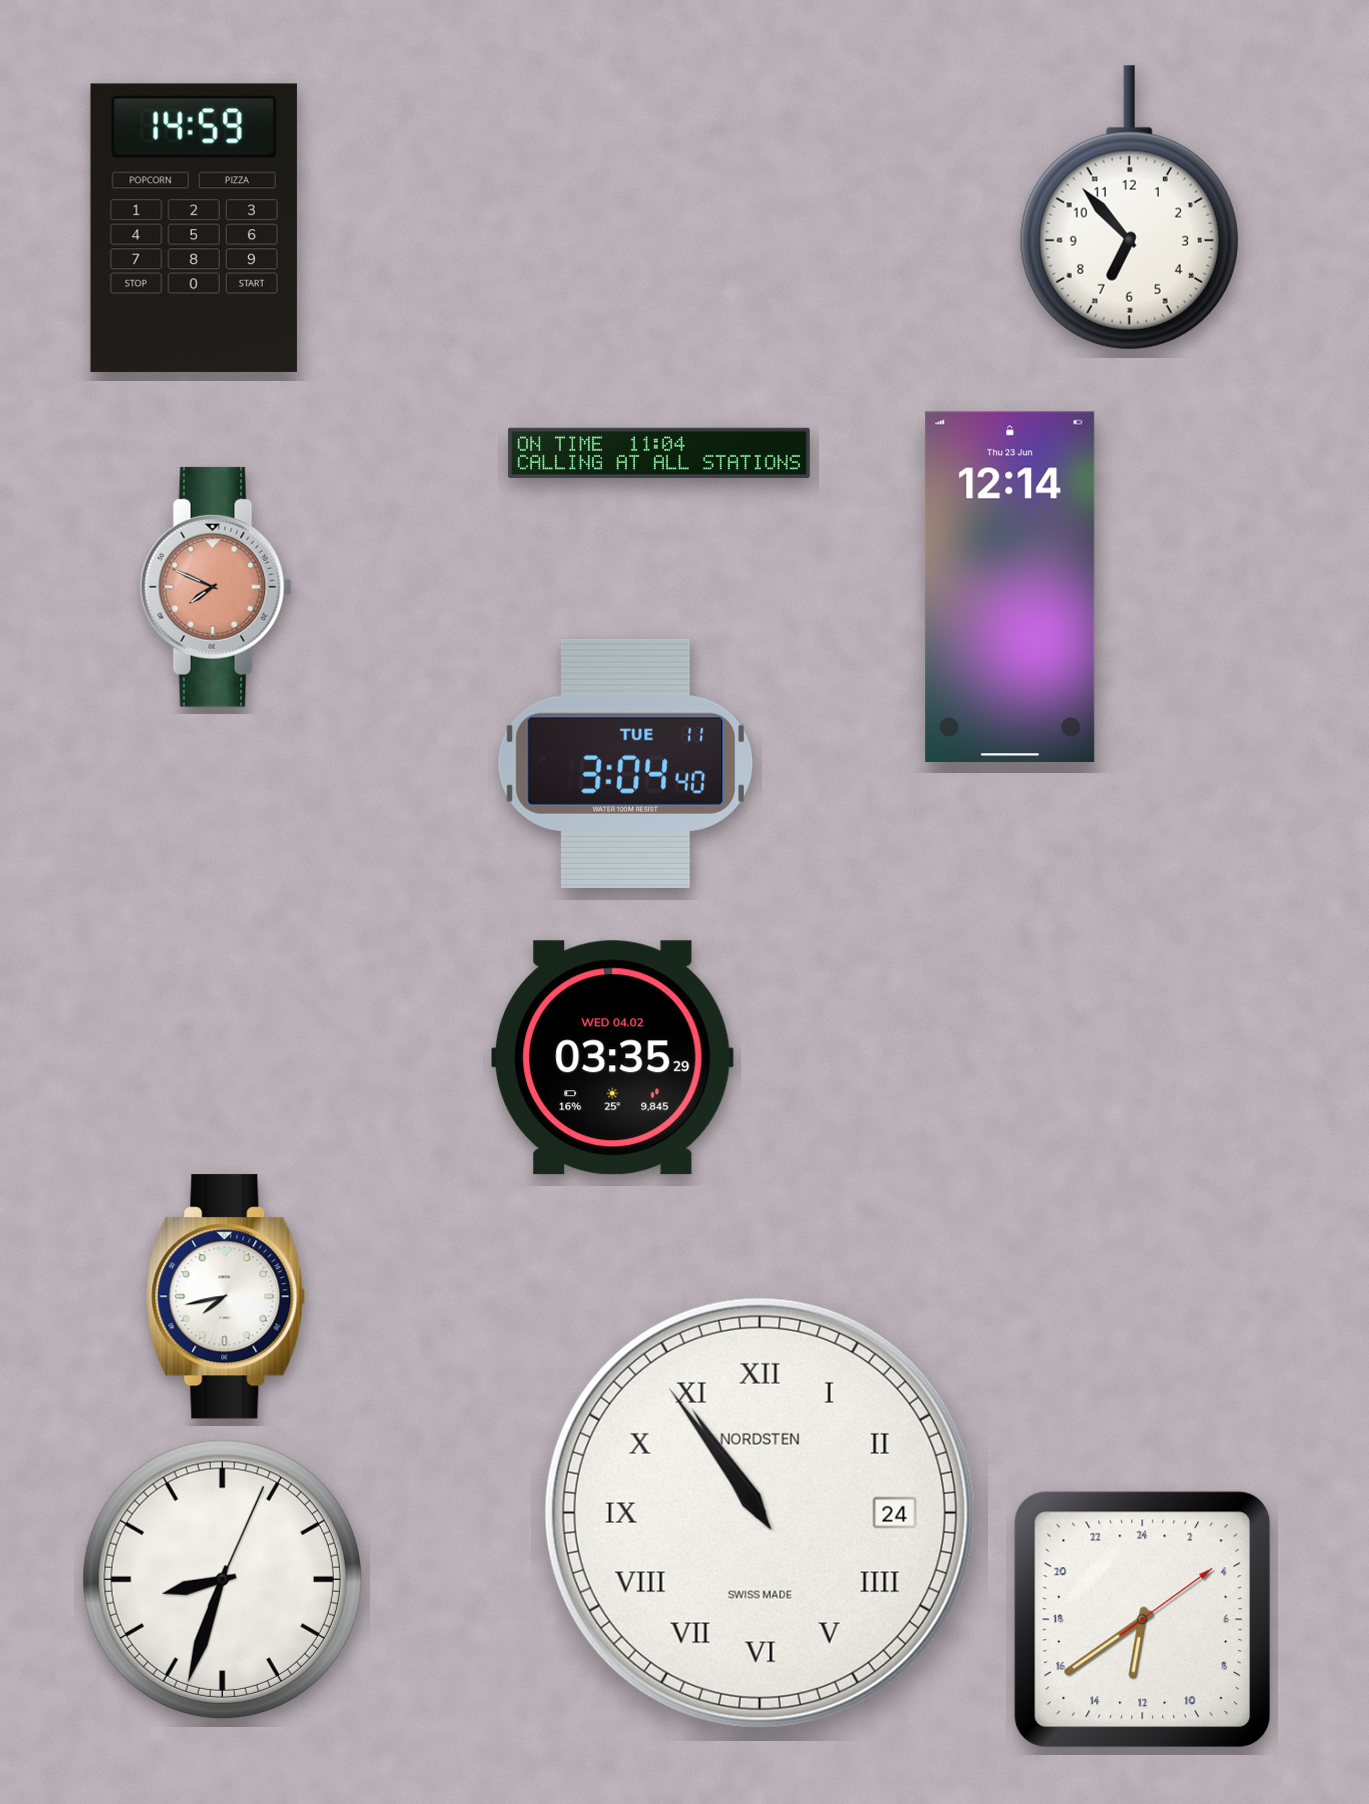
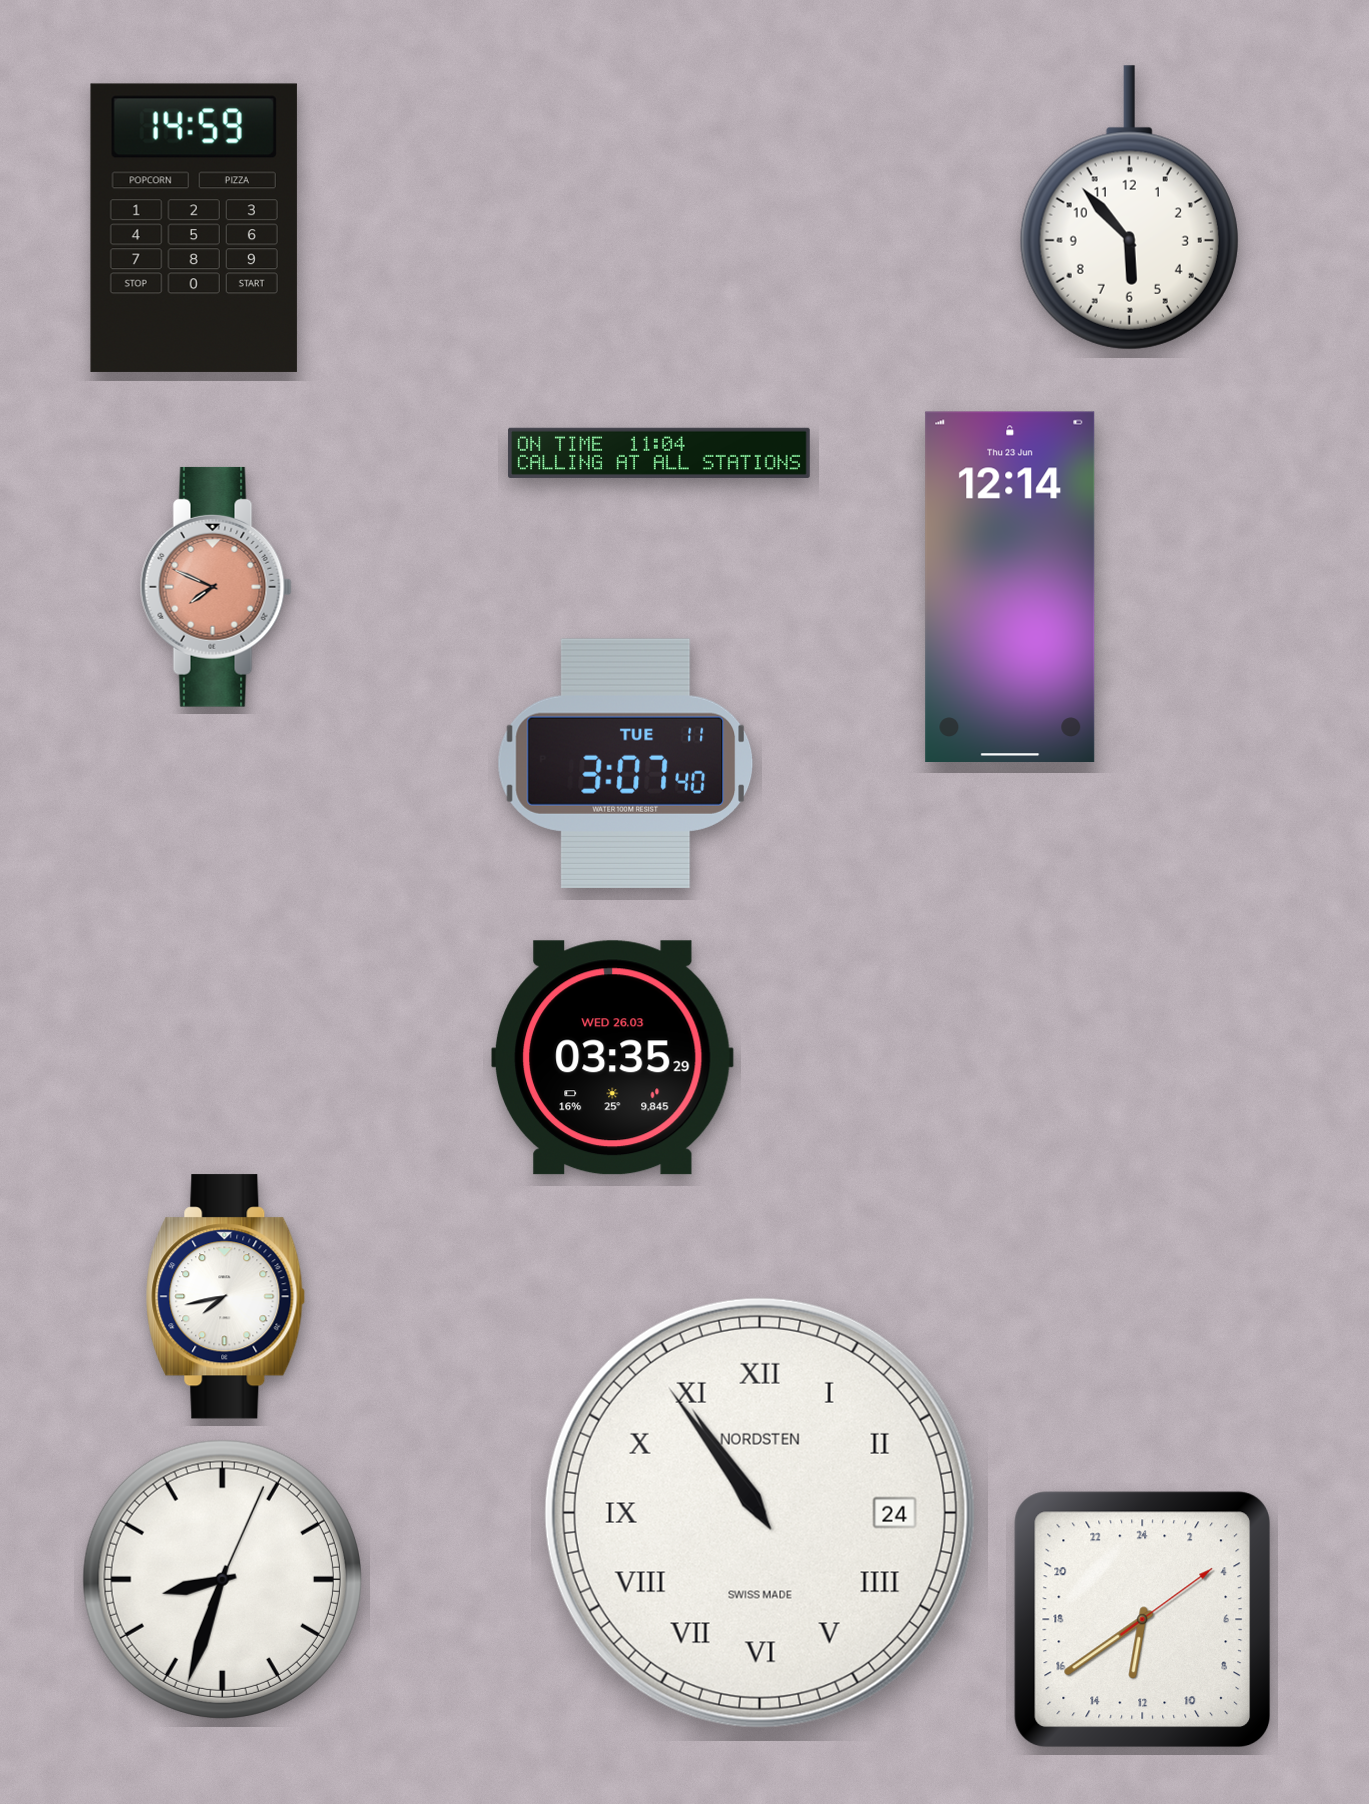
clock at (1129, 208): 6:53 -> 5:53
clock at (626, 763): 3:04 -> 3:07
clock at (613, 1058) date: WED 04.02 -> WED 26.03
